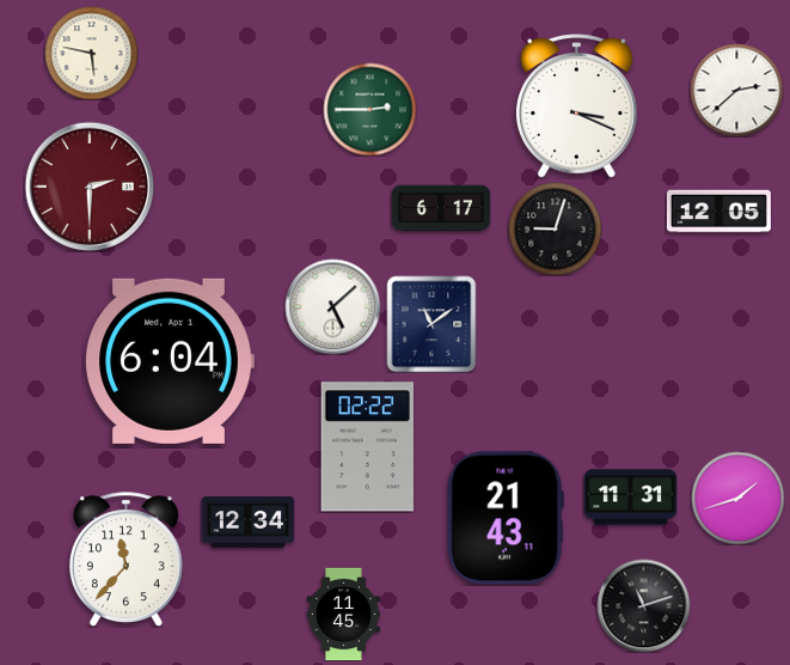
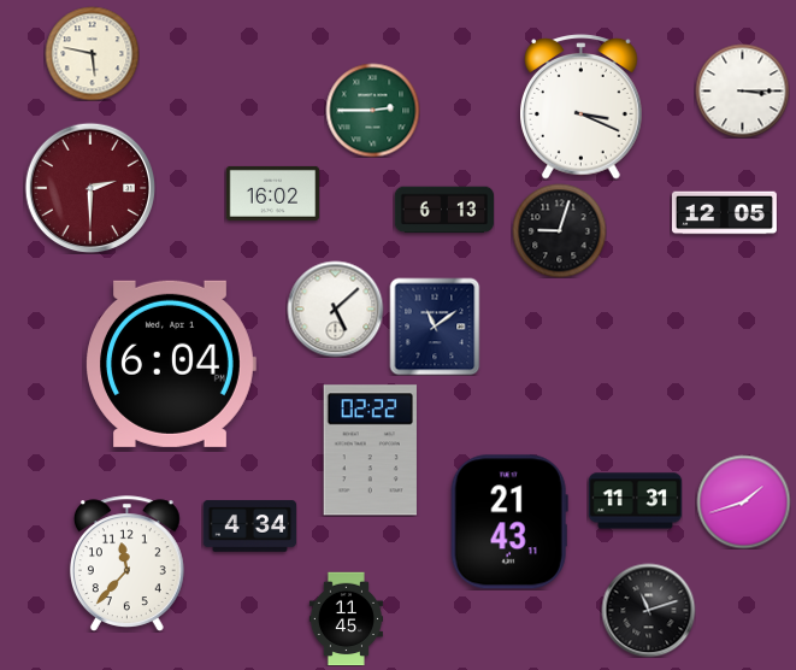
clock at (736, 90): 2:38 -> 3:15
clock at (272, 193): none -> 16:02
clock at (441, 208): 6:17 -> 6:13
clock at (247, 523): 12:34 -> 4:34
